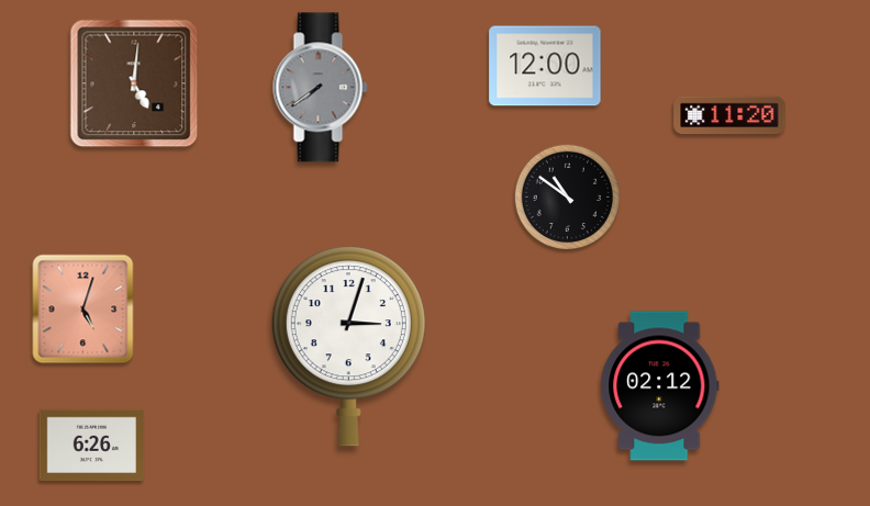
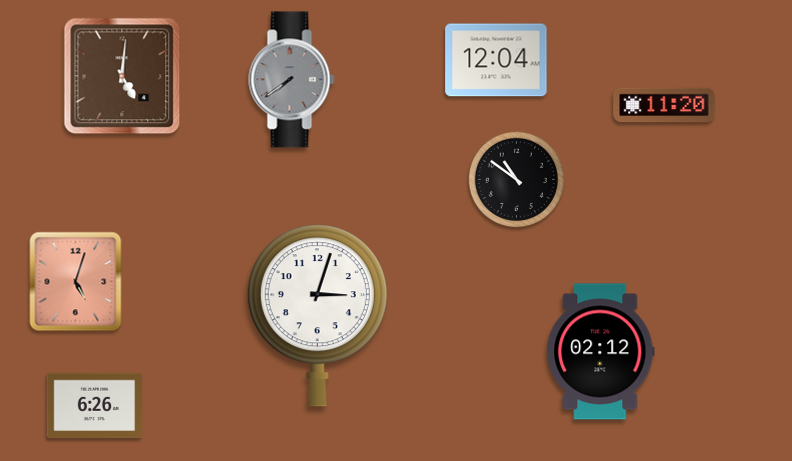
clock at (545, 66): 12:00 -> 12:04
clock at (92, 446) position: (92, 446) -> (95, 406)
